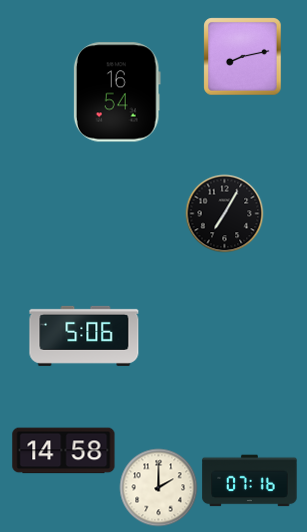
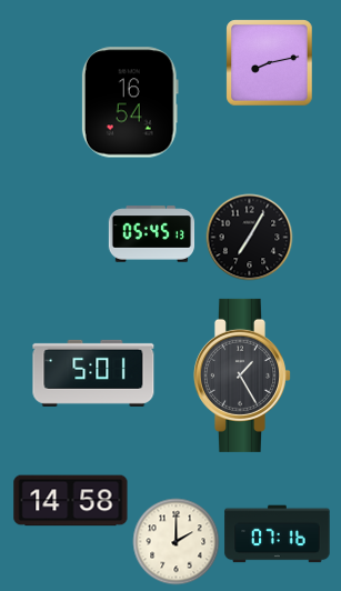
clock at (151, 234): none -> 05:45
clock at (84, 336): 5:06 -> 5:01
clock at (242, 375): none -> 1:25
